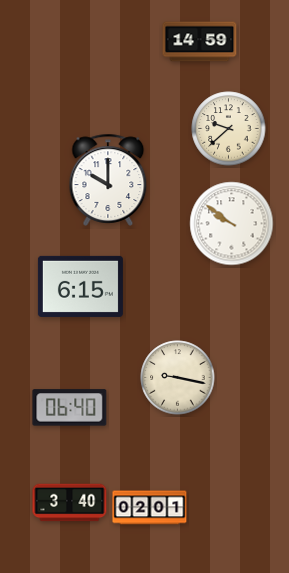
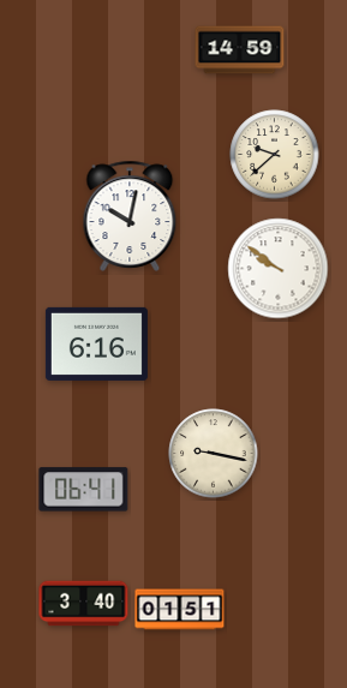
clock at (108, 180): 10:00 -> 10:02
clock at (80, 286): 6:15 -> 6:16
clock at (70, 408): 06:40 -> 06:41
clock at (150, 508): 02:01 -> 01:51
